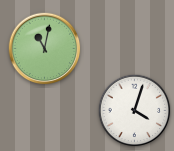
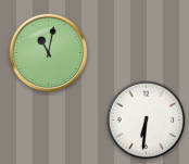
clock at (135, 111): 4:03 -> 6:31
